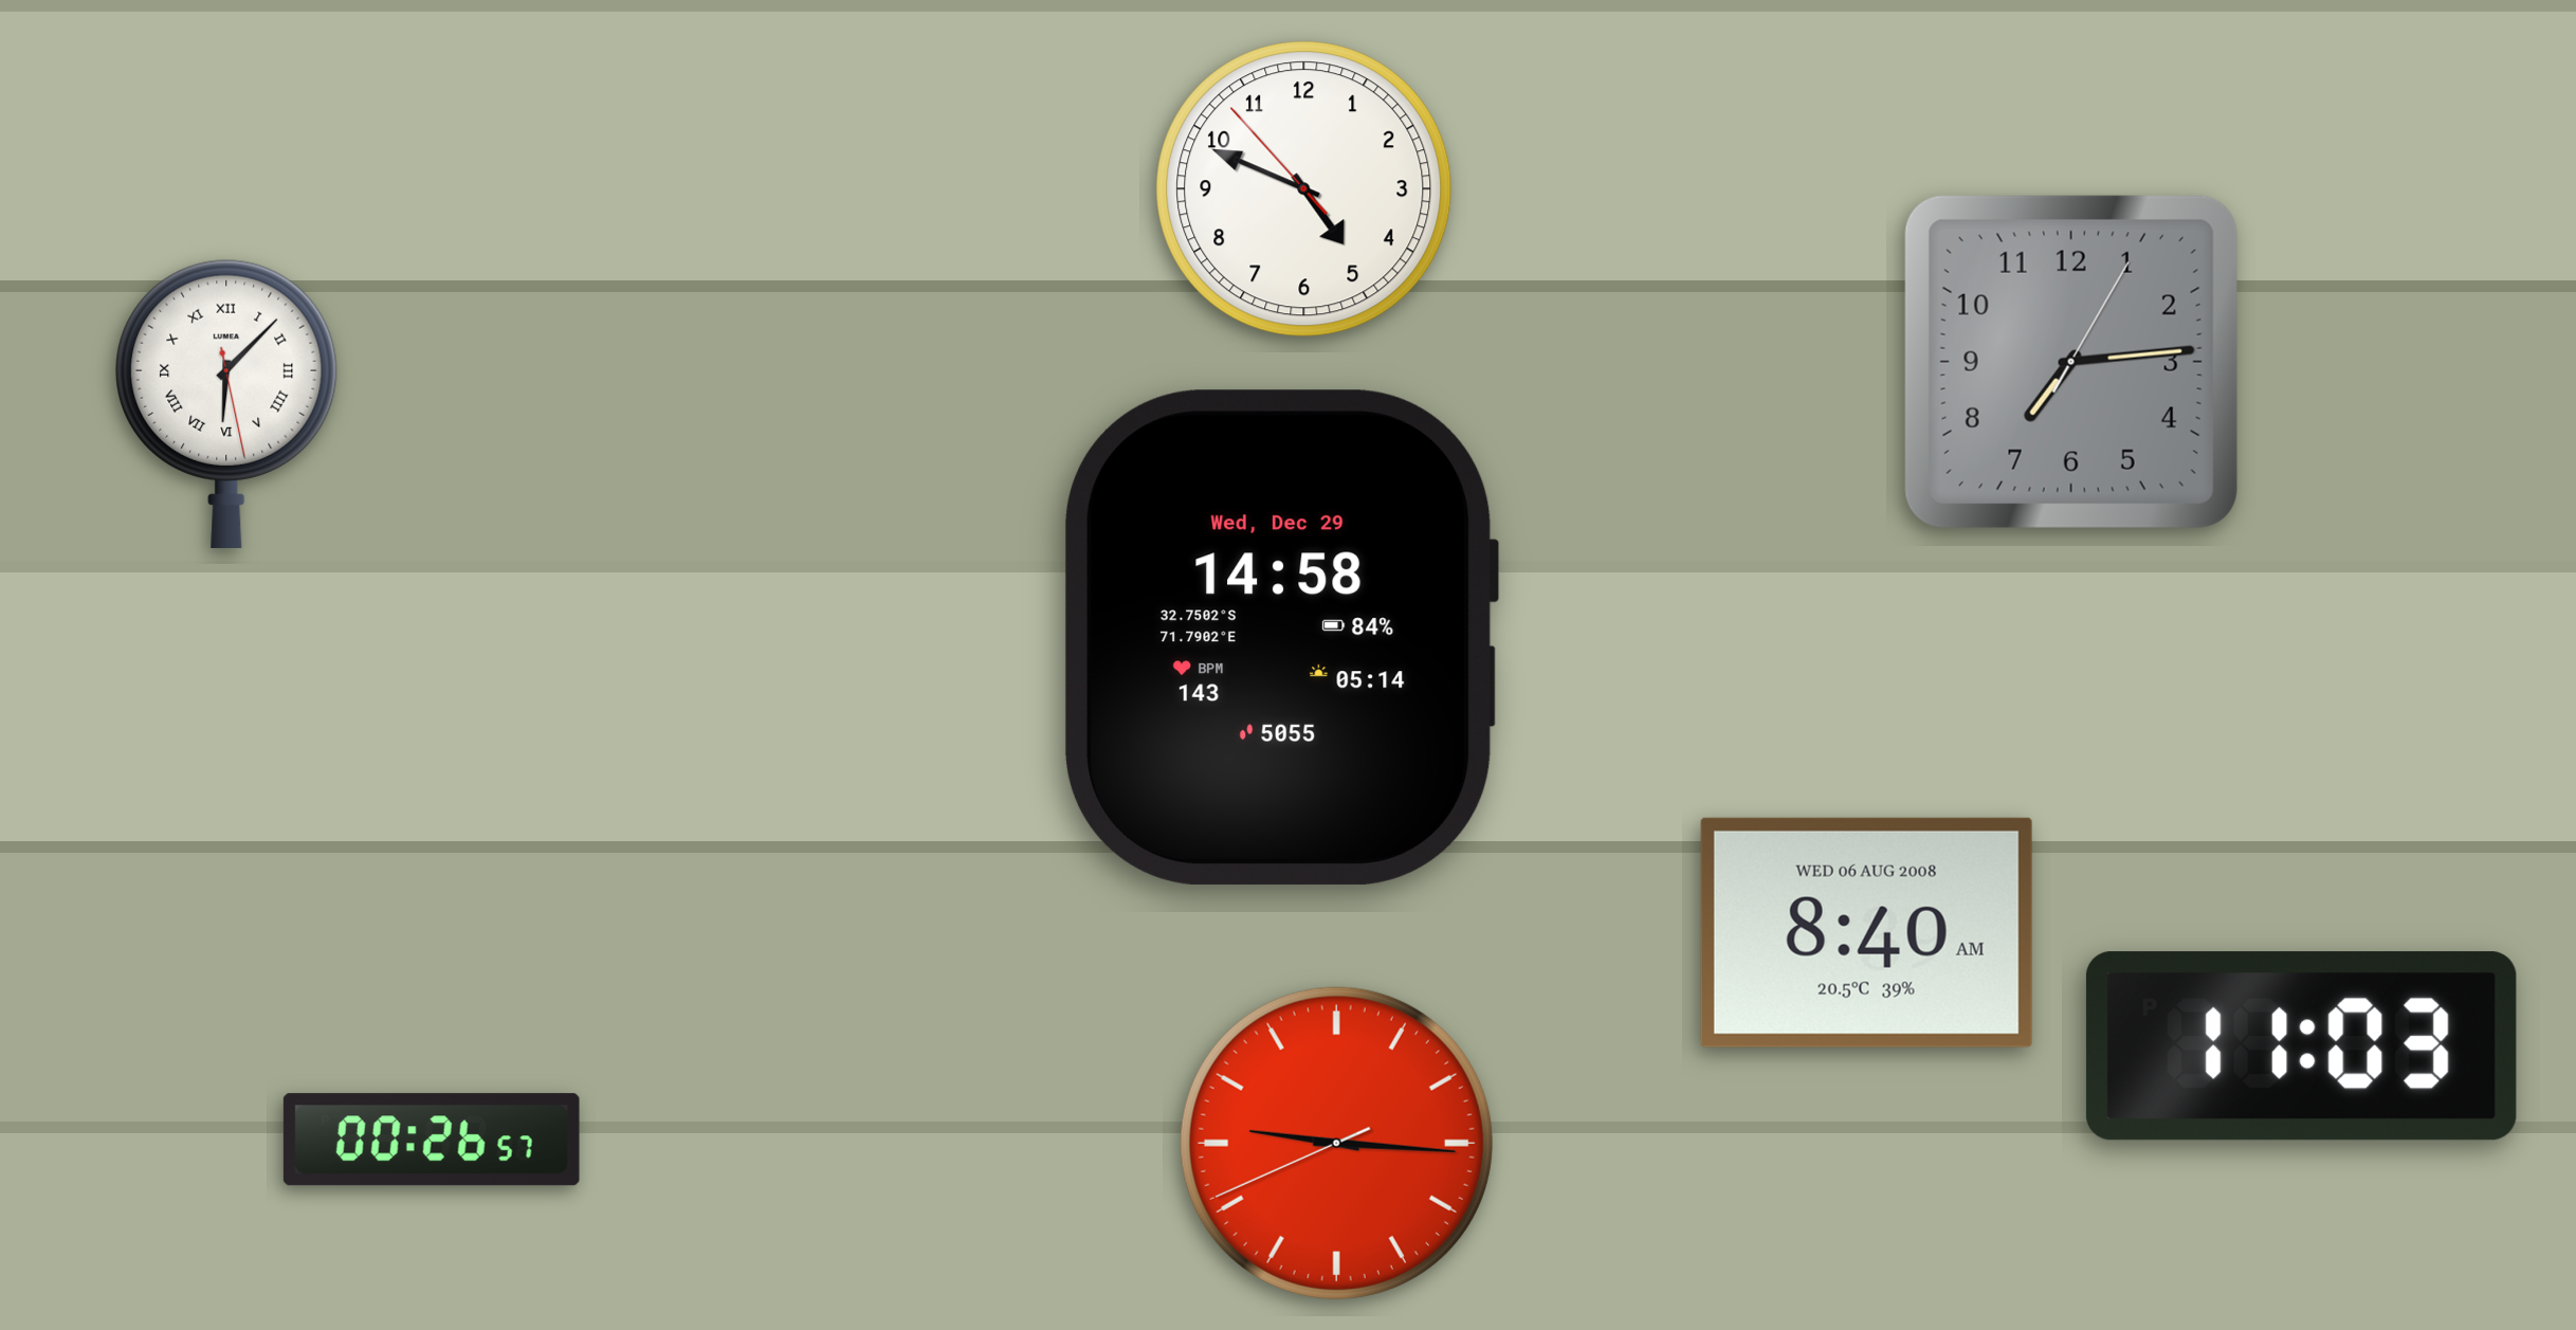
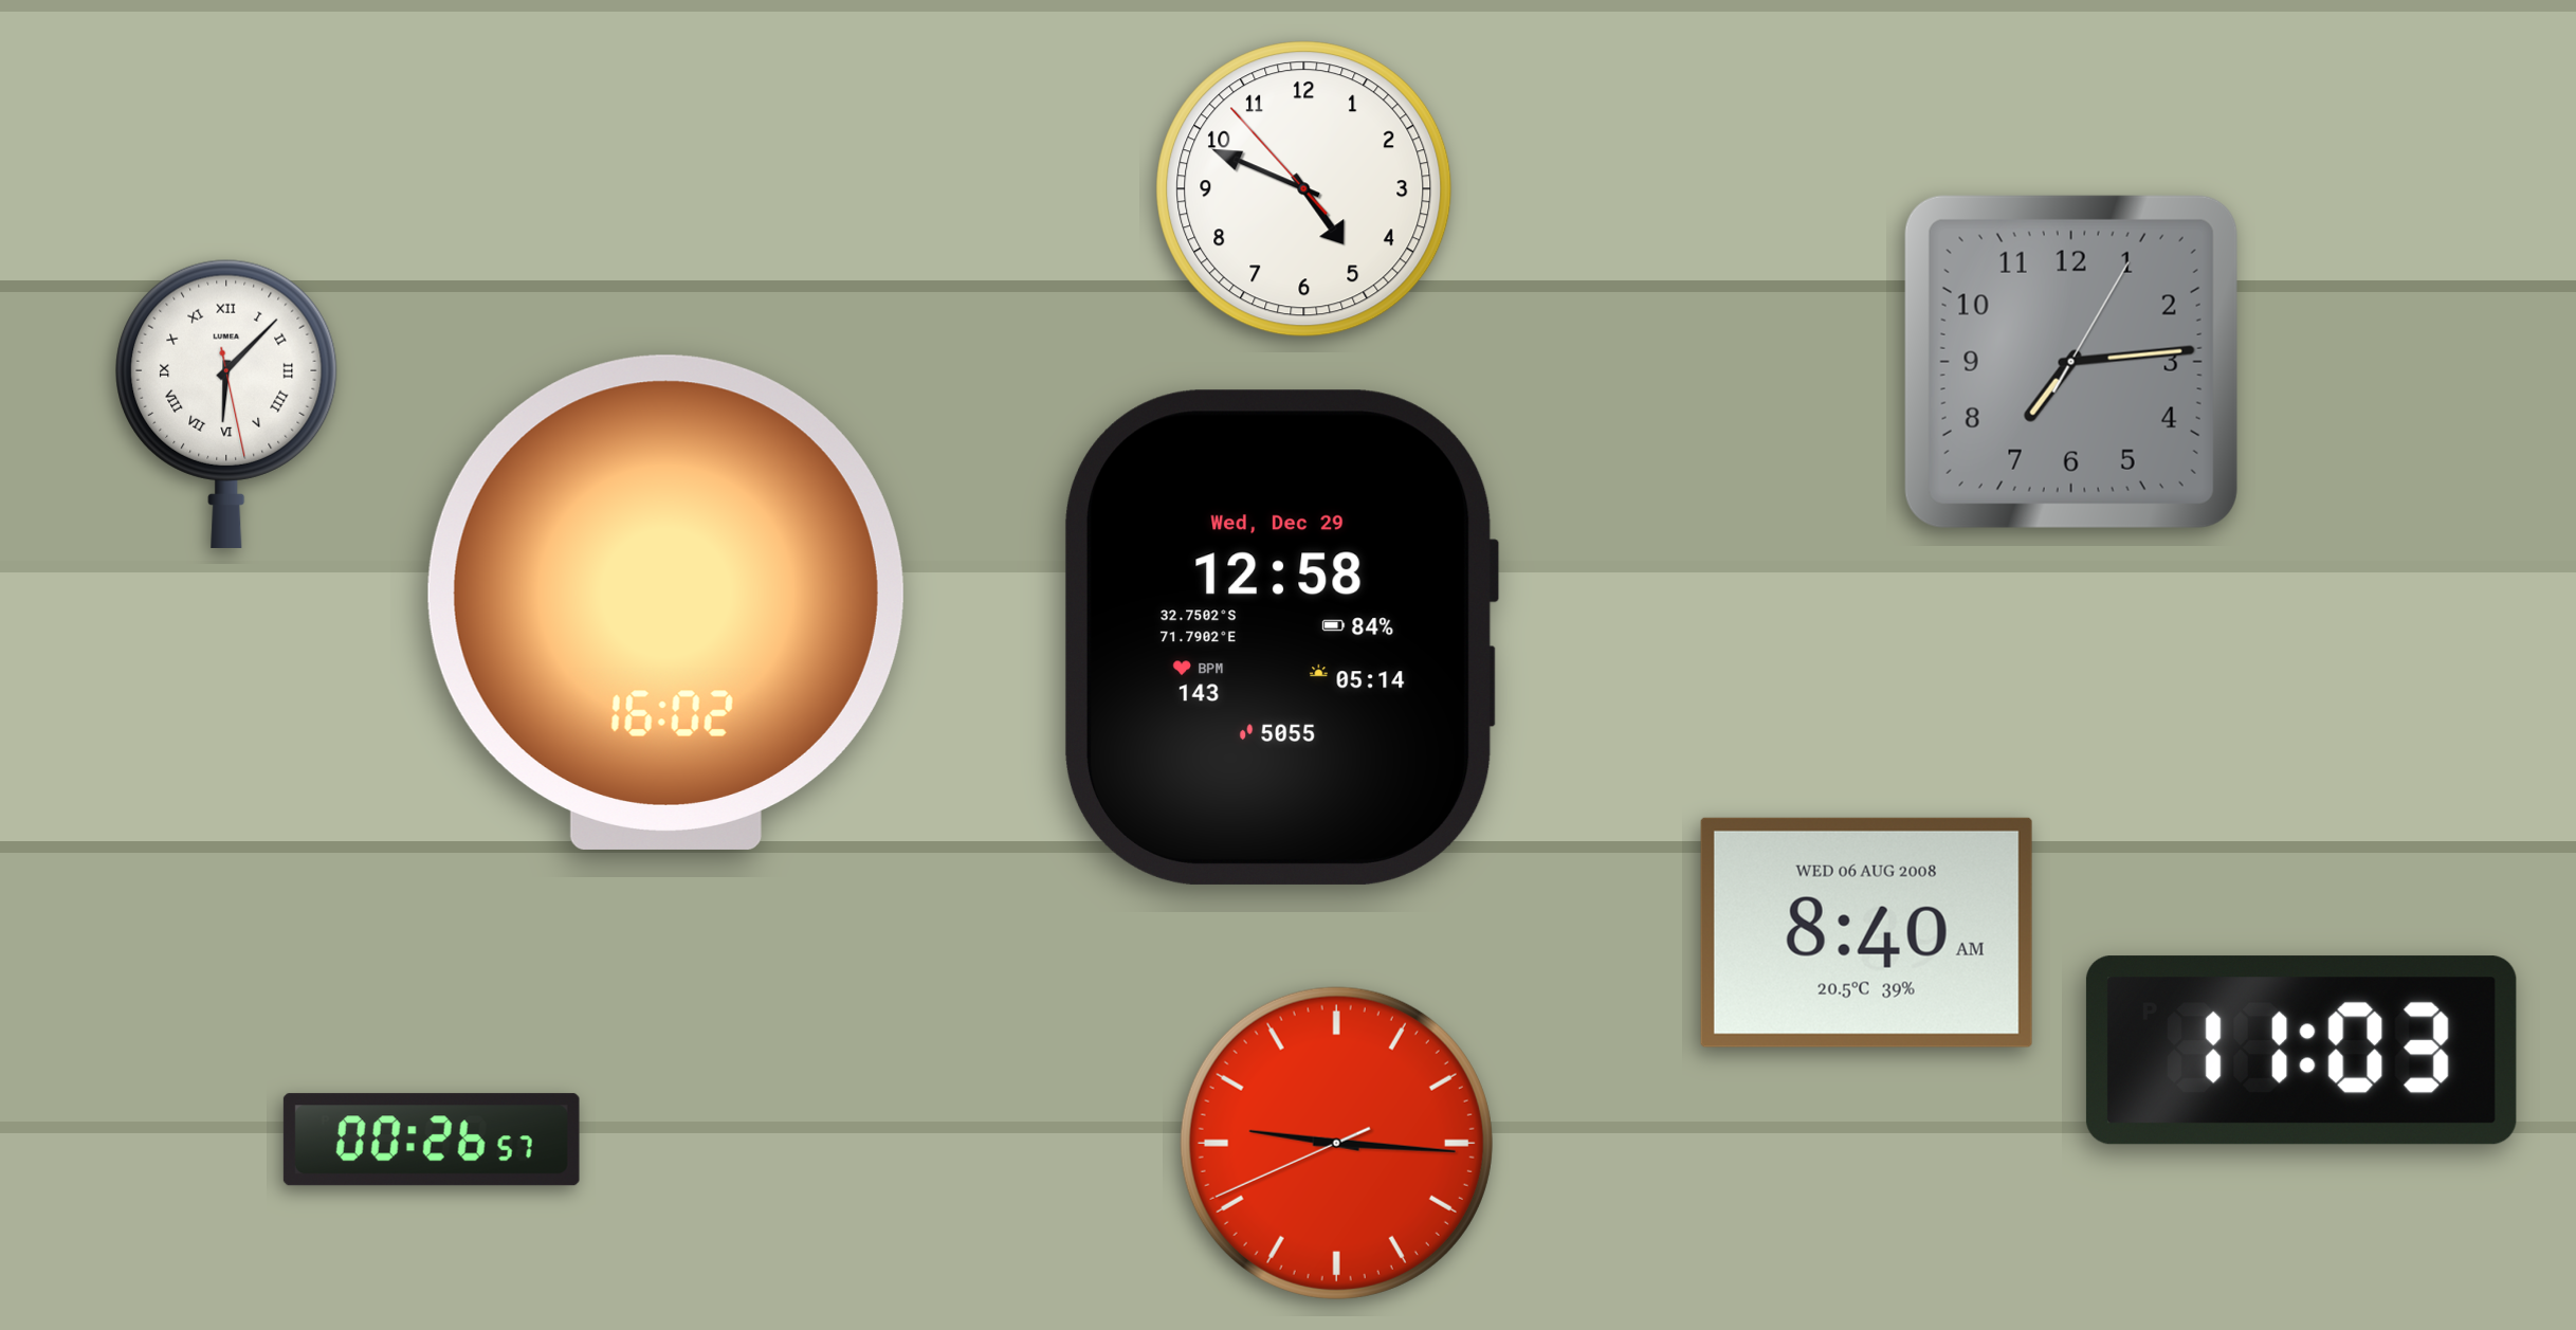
clock at (665, 602): none -> 16:02
clock at (1281, 637): 14:58 -> 12:58
clock at (2301, 1046) position: (2301, 1046) -> (2301, 1051)
